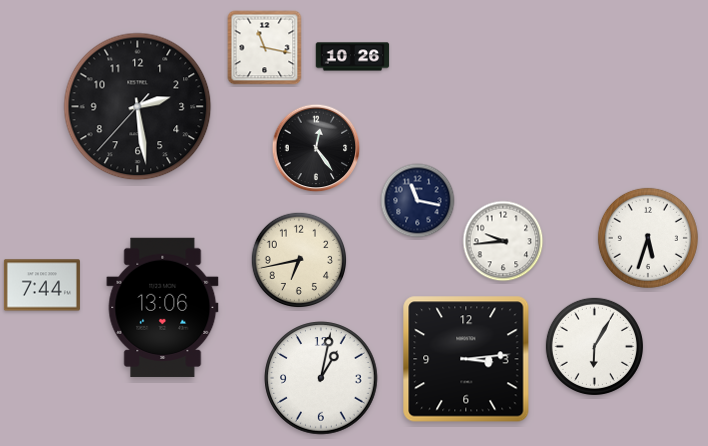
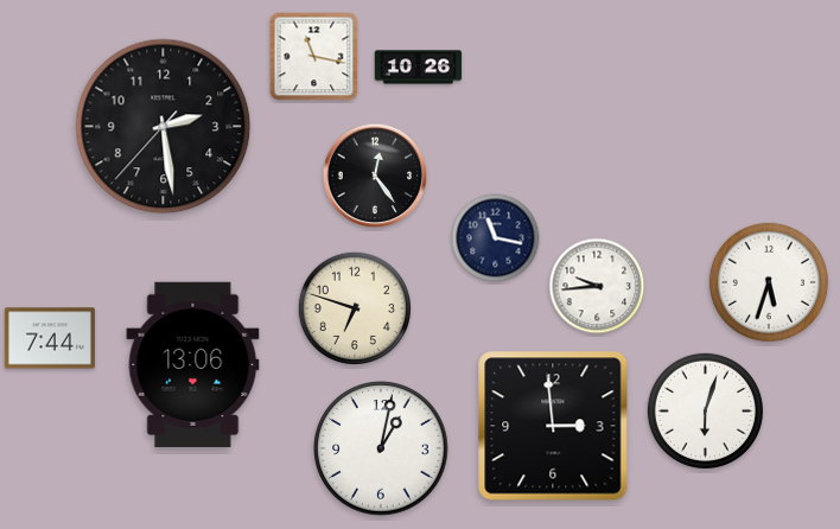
clock at (298, 259): 6:43 -> 6:48
clock at (594, 346): 6:05 -> 6:03
clock at (466, 359): 3:14 -> 2:59
